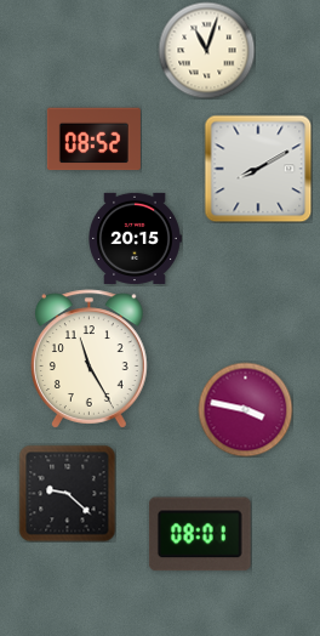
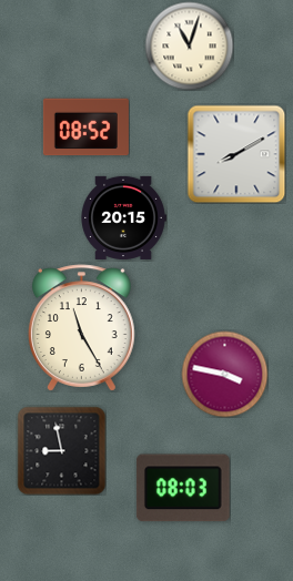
clock at (67, 493): 9:22 -> 8:58
clock at (200, 534): 08:01 -> 08:03
